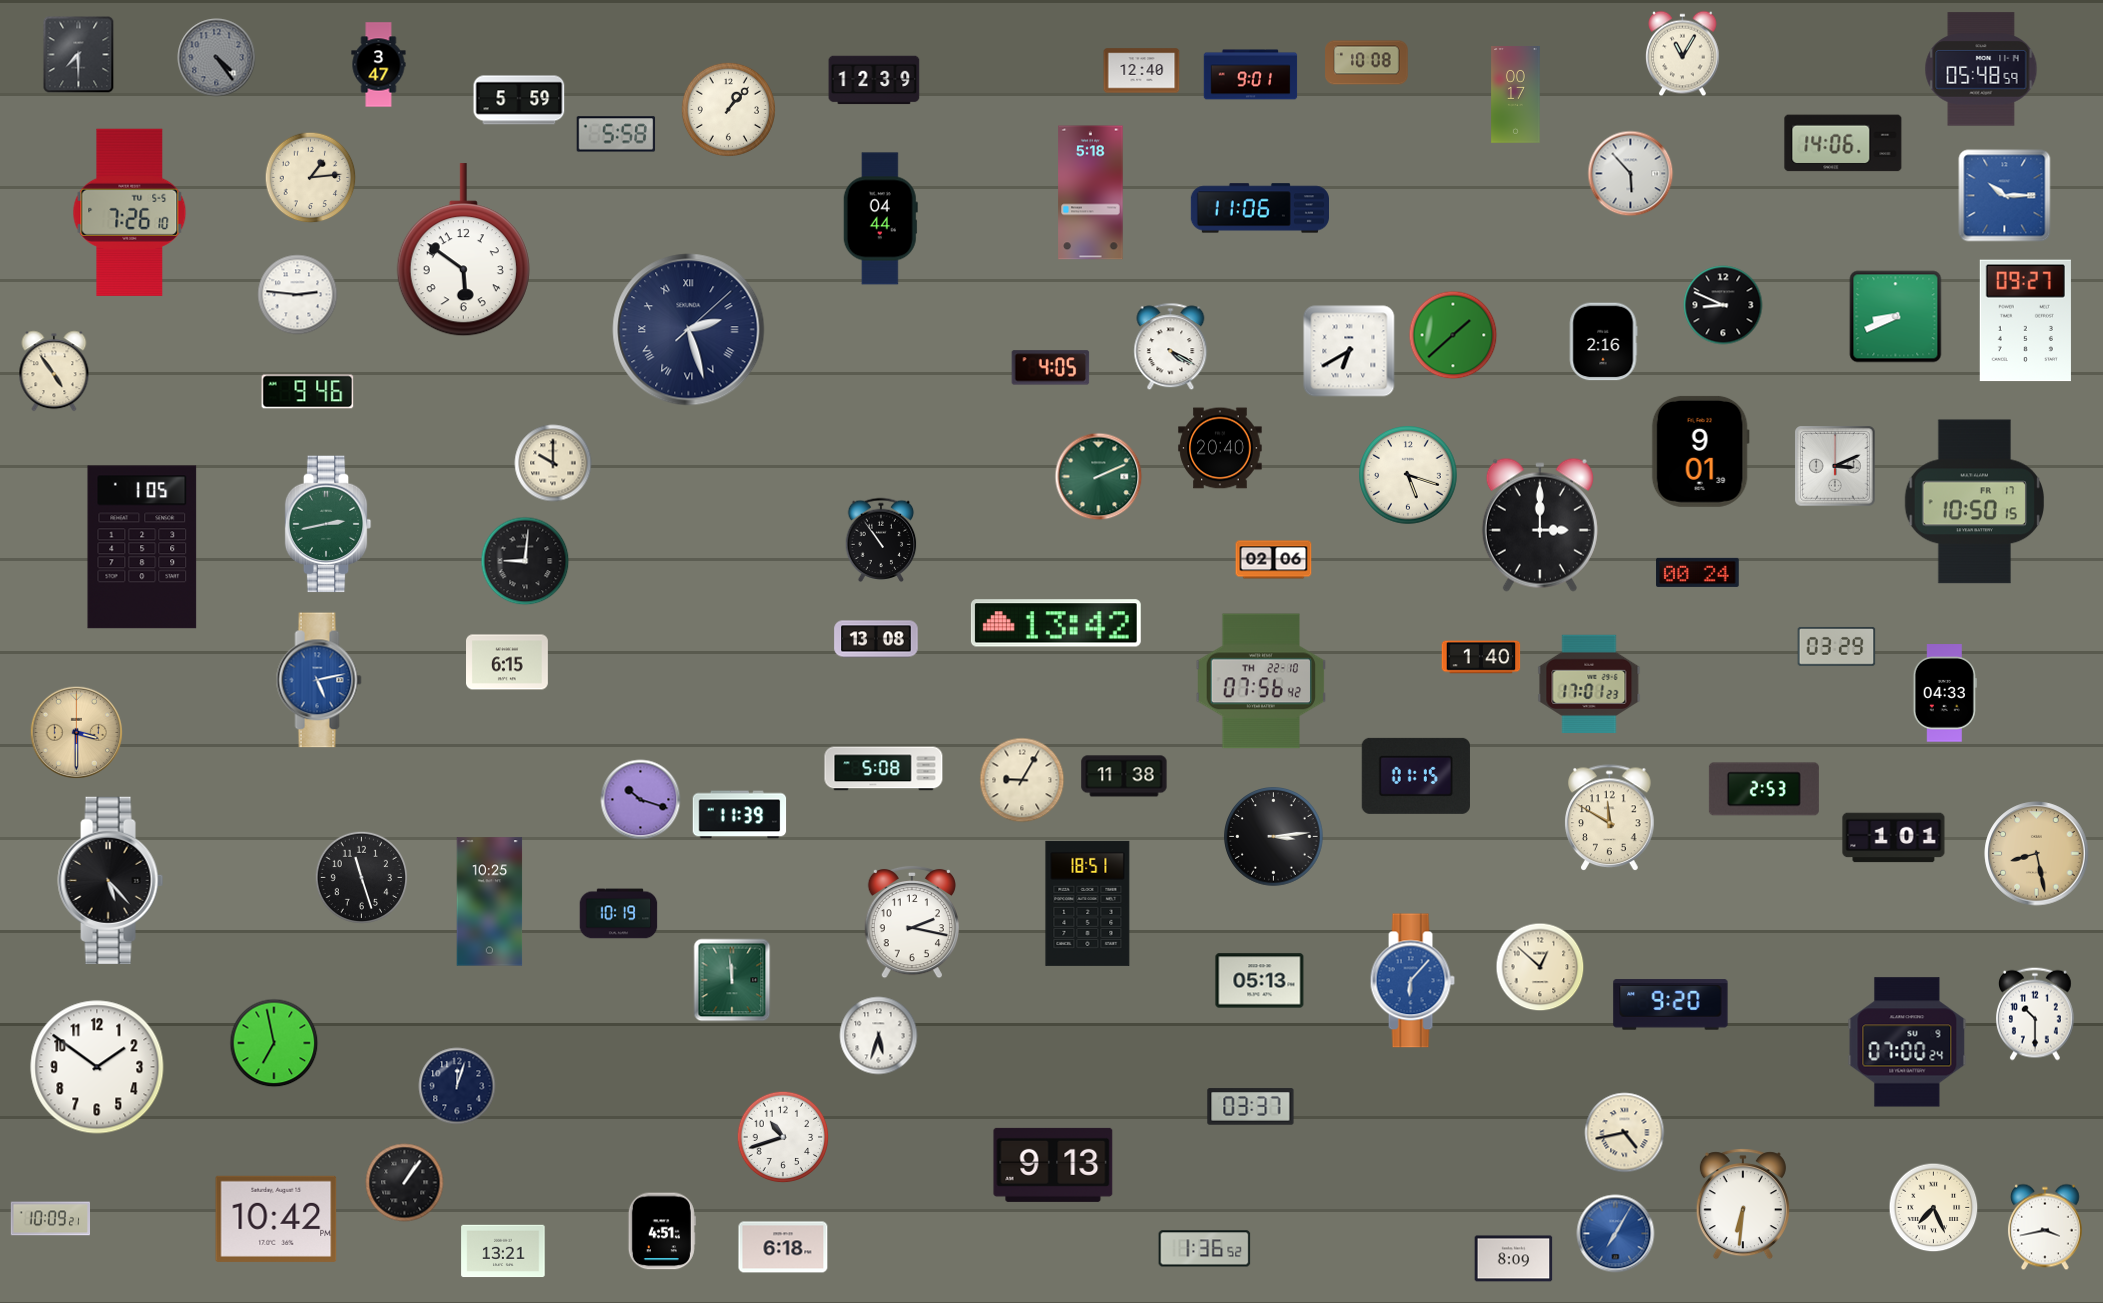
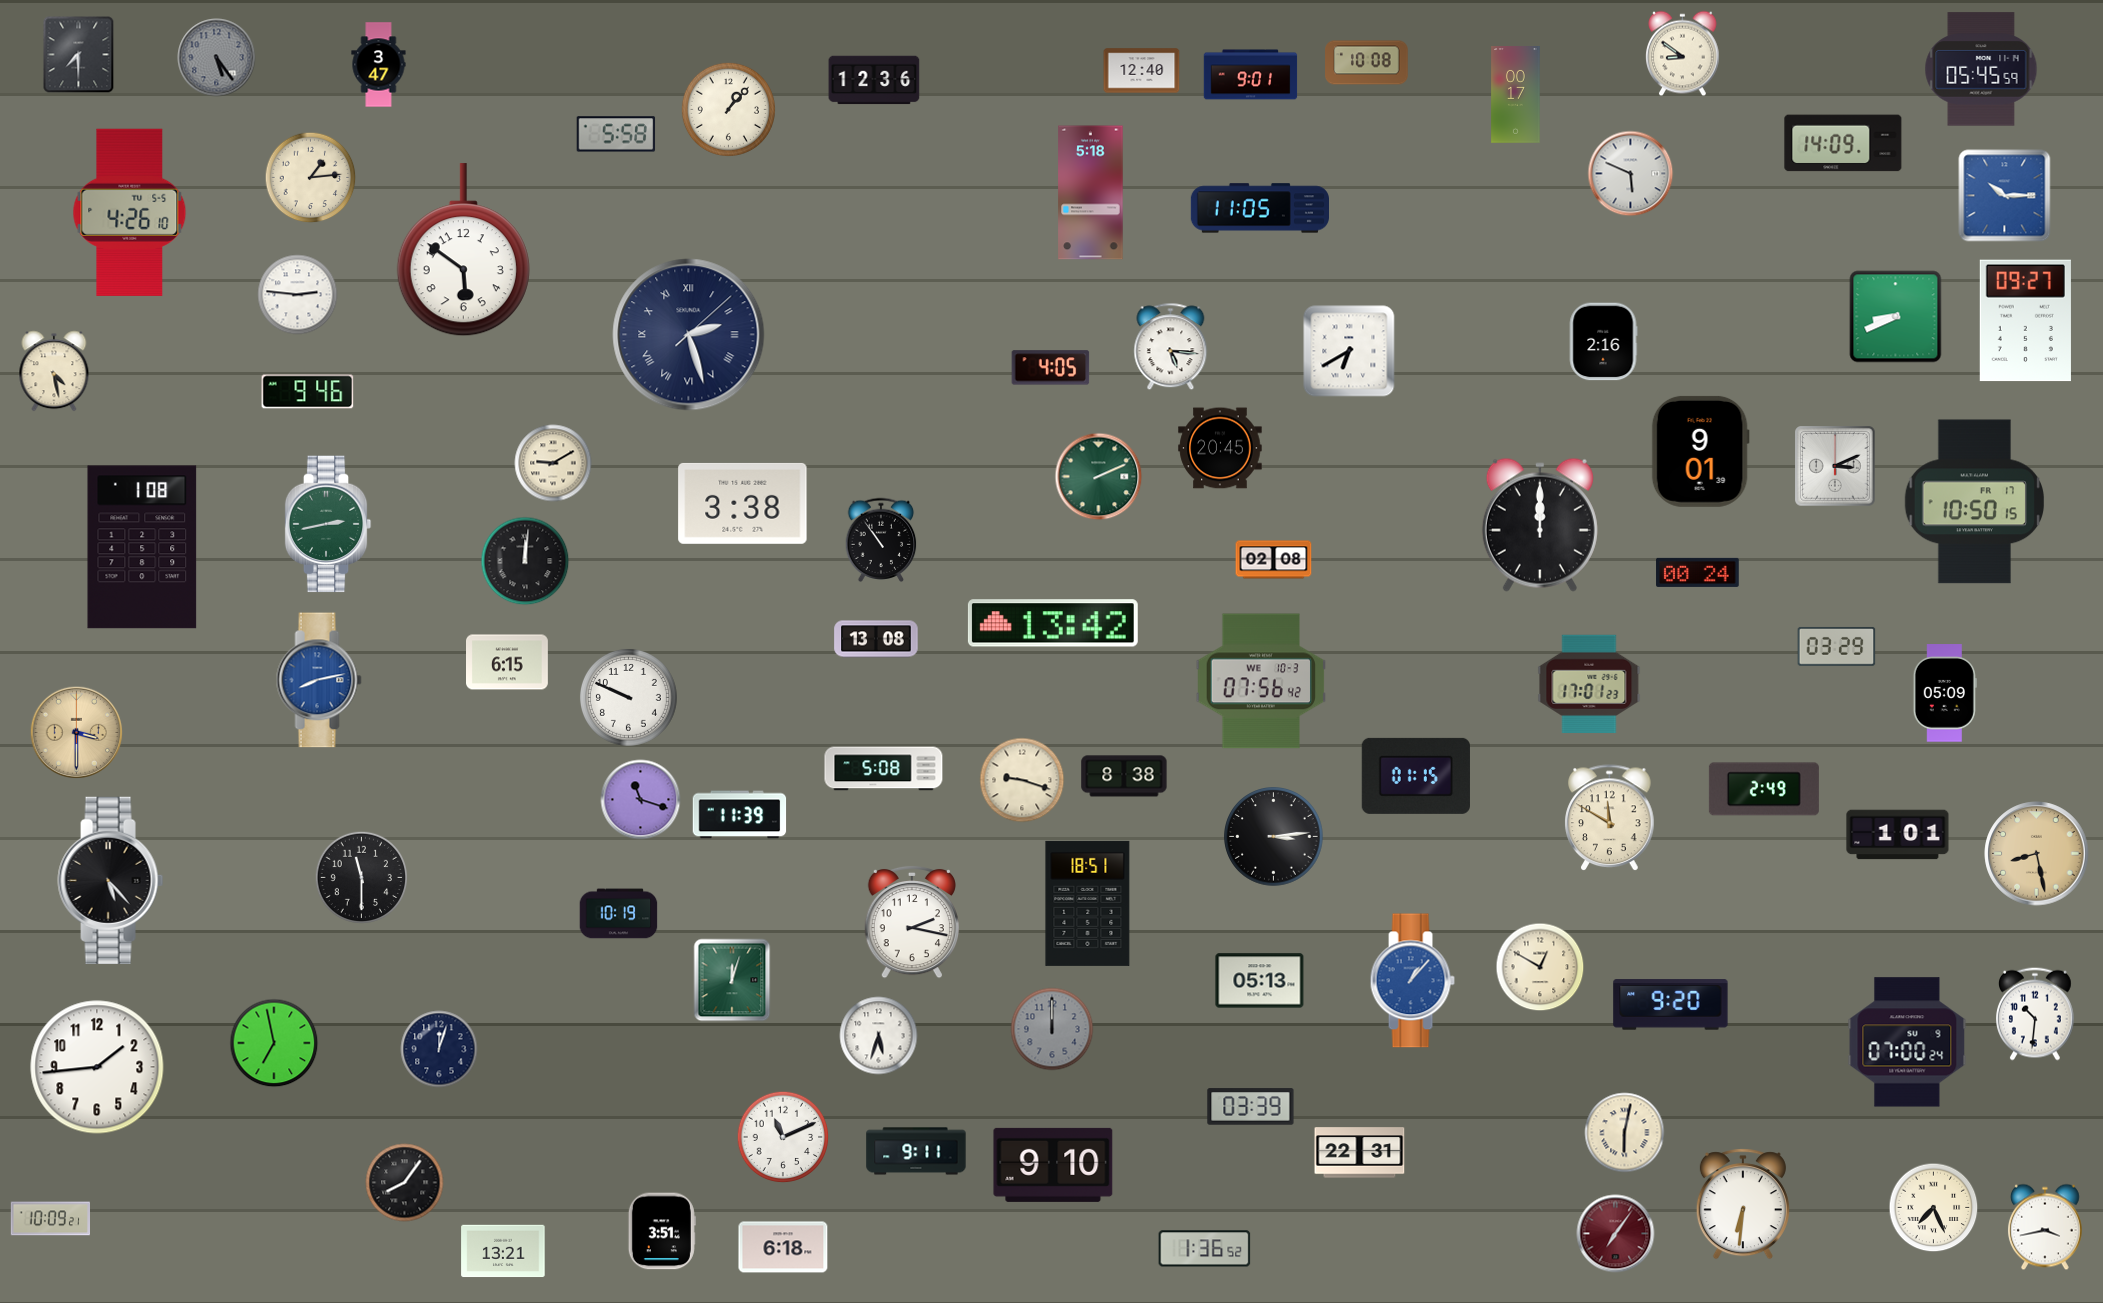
clock at (1683, 54): 11:05 -> 8:51
clock at (217, 58): 4:24 -> 5:24
clock at (1981, 69): 05:48 -> 05:45
clock at (874, 80): 12:39 -> 12:36
clock at (519, 100): 5:59 -> none
clock at (1843, 143): 14:06 -> 14:09
clock at (1631, 174): 5:53 -> 5:49
clock at (1259, 208): 11:06 -> 11:05
clock at (130, 212): 7:26 -> 4:26
clock at (880, 219): 04:44 -> none
clock at (1723, 305): 8:49 -> none
clock at (689, 330) position: (689, 330) -> (689, 335)
clock at (1453, 335): 1:38 -> none
clock at (1171, 347): 4:20 -> 5:16
clock at (54, 371): 4:54 -> 4:28
clock at (1220, 448): 20:40 -> 20:45
clock at (553, 463): 10:00 -> 9:10
clock at (1409, 476): 5:18 -> none
clock at (743, 503): none -> 3:38
clock at (1540, 525): 3:00 -> 12:00
clock at (142, 547): 1:05 -> 1:08
clock at (1274, 560): 02:06 -> 02:08
clock at (525, 561): 9:01 -> 12:01
clock at (1056, 623) position: (1056, 623) -> (1053, 623)
clock at (1481, 657): 1:40 -> none
clock at (319, 680): 5:13 -> 8:13
clock at (1261, 681) date: TH 22-10 -> WE 10-3
clock at (1945, 693): 04:33 -> 05:09
clock at (628, 697): none -> 9:49
clock at (1124, 776): 11:38 -> 8:38
clock at (1022, 780): 9:05 -> 9:18
clock at (1764, 789): 2:53 -> 2:49
clock at (641, 800): 10:18 -> 11:18
clock at (1894, 838) position: (1894, 838) -> (1898, 835)
clock at (361, 877): 11:27 -> 11:30
clock at (490, 902): 10:25 -> none
clock at (1540, 967): 12:52 -> 12:50
clock at (732, 980): 11:59 -> 12:03
clock at (1412, 981): 6:07 -> 1:07
clock at (2036, 1014): 10:30 -> 10:31
clock at (1052, 1029): none -> 12:00
clock at (97, 1067): 1:51 -> 1:44
clock at (457, 1086) position: (457, 1086) -> (439, 1049)
clock at (1251, 1107): 03:37 -> 03:39
clock at (1625, 1133): 4:43 -> 6:02
clock at (783, 1137): 10:42 -> 11:11
clock at (916, 1151): none -> 9:11
clock at (1360, 1153): none -> 22:31
clock at (1053, 1165): 9:13 -> 9:10
clock at (405, 1183): 1:06 -> 8:06
clock at (276, 1219): 10:42 -> none
clock at (662, 1231): 4:51 -> 3:51
clock at (1616, 1234): 7:05 -> 7:06
clock at (1616, 1234) dial: blue -> burgundy
clock at (1514, 1259): 8:09 -> none
